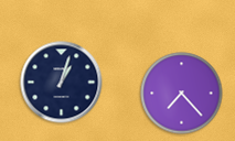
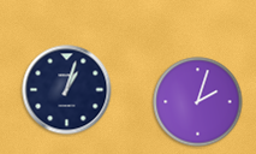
clock at (182, 94): 7:23 -> 2:03
